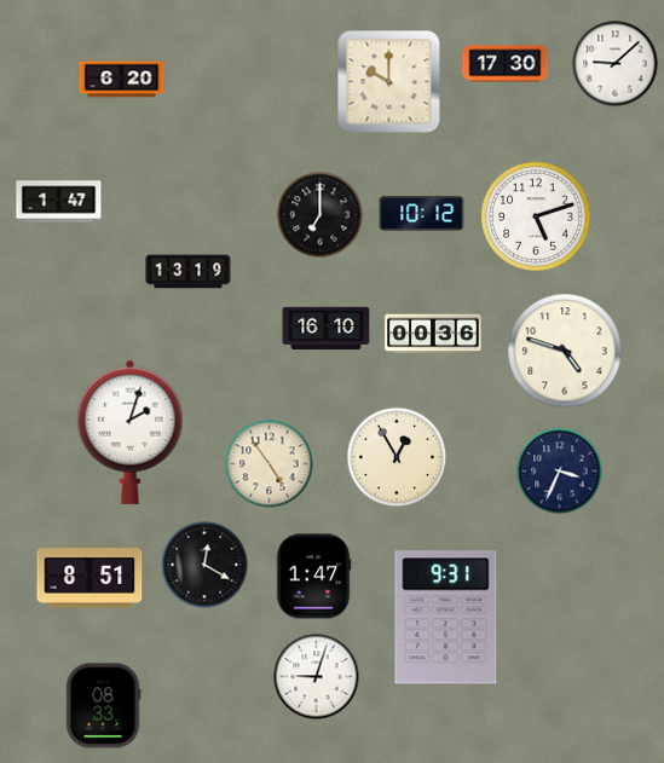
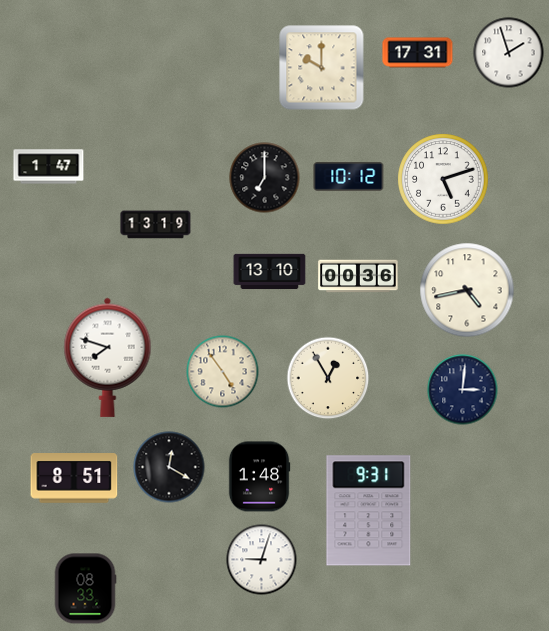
clock at (506, 64): 17:30 -> 17:31
clock at (616, 64): 9:08 -> 1:57
clock at (122, 80): 6:20 -> none
clock at (327, 329): 16:10 -> 13:10
clock at (565, 351): 4:48 -> 4:43
clock at (131, 432): 2:03 -> 7:48
clock at (270, 464) position: (270, 464) -> (223, 372)
clock at (560, 472): 3:34 -> 3:01
clock at (313, 577): 1:47 -> 1:48
clock at (103, 706) position: (103, 706) -> (85, 589)
